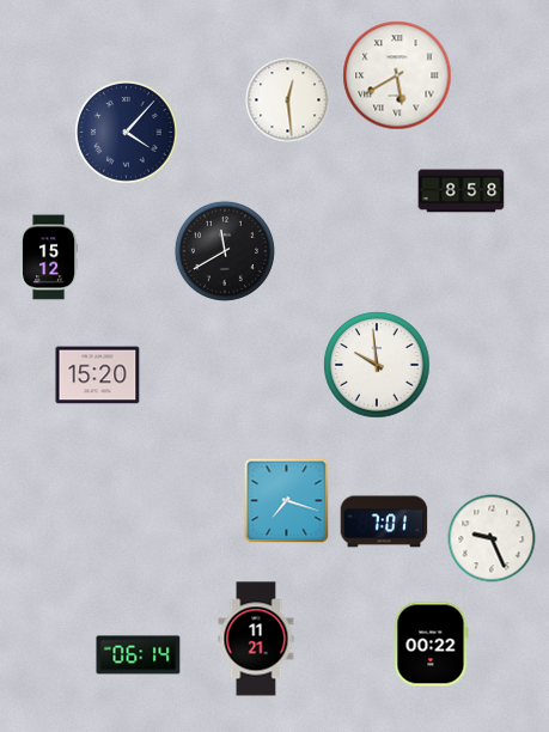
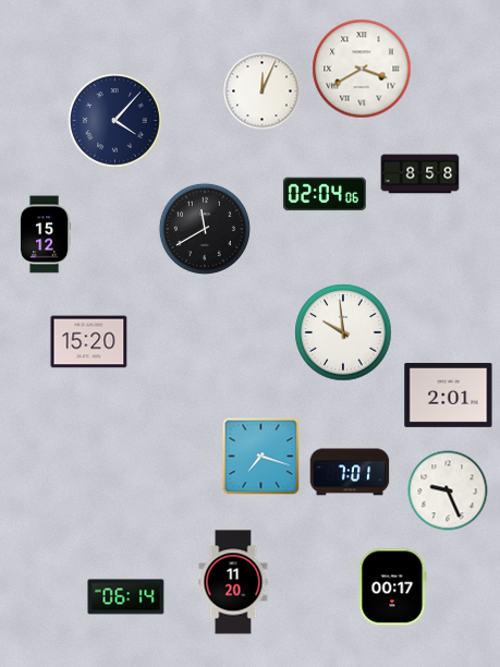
clock at (397, 75): 5:40 -> 3:40
clock at (288, 100): 12:29 -> 12:04
clock at (325, 194): none -> 02:04
clock at (449, 395): none -> 2:01
clock at (384, 521) position: (384, 521) -> (350, 472)
clock at (256, 639): 11:21 -> 11:20
clock at (432, 645): 00:22 -> 00:17
